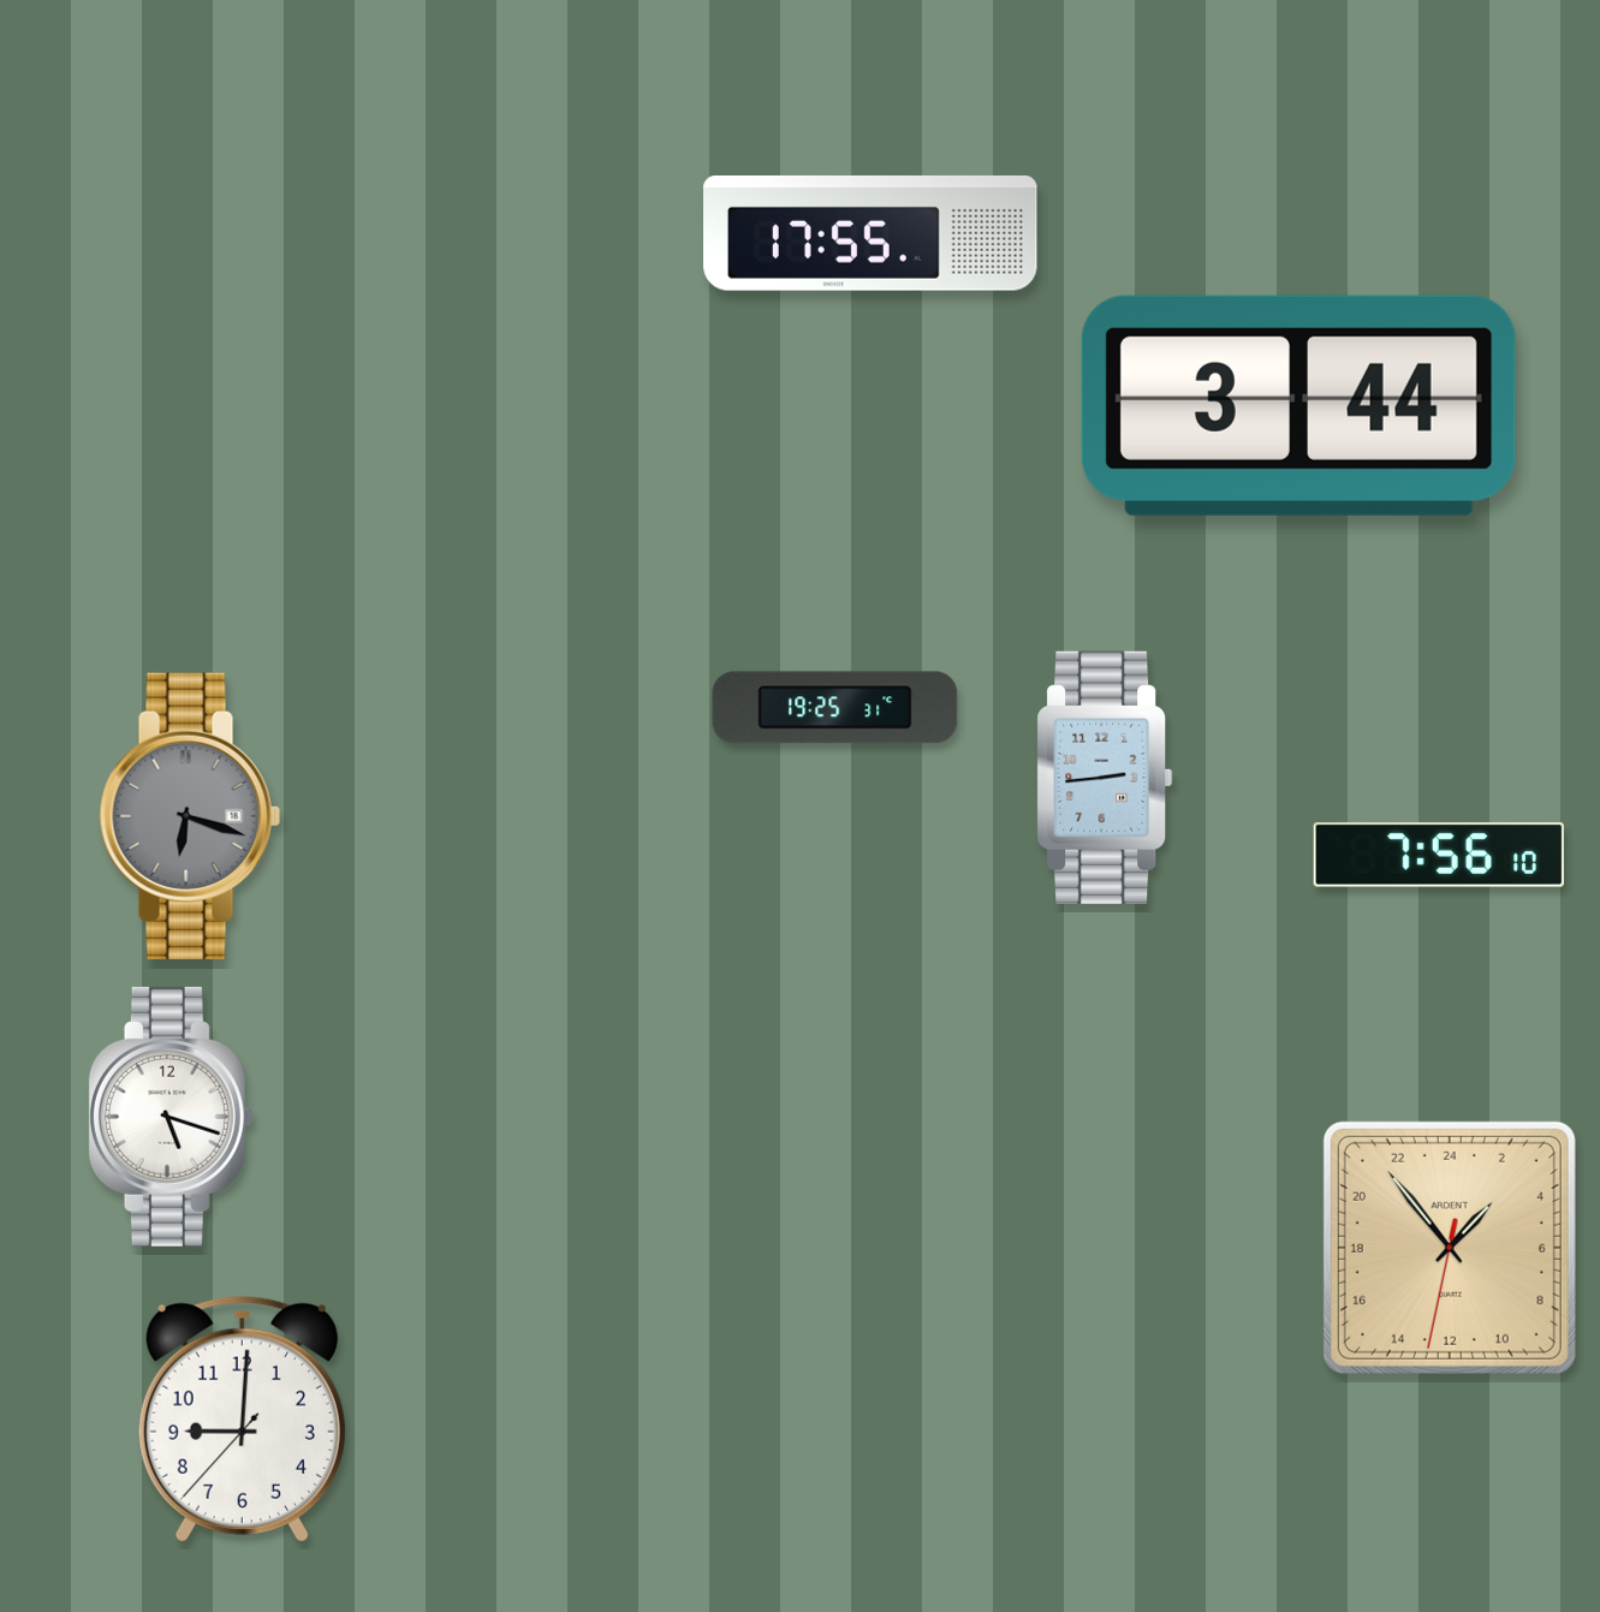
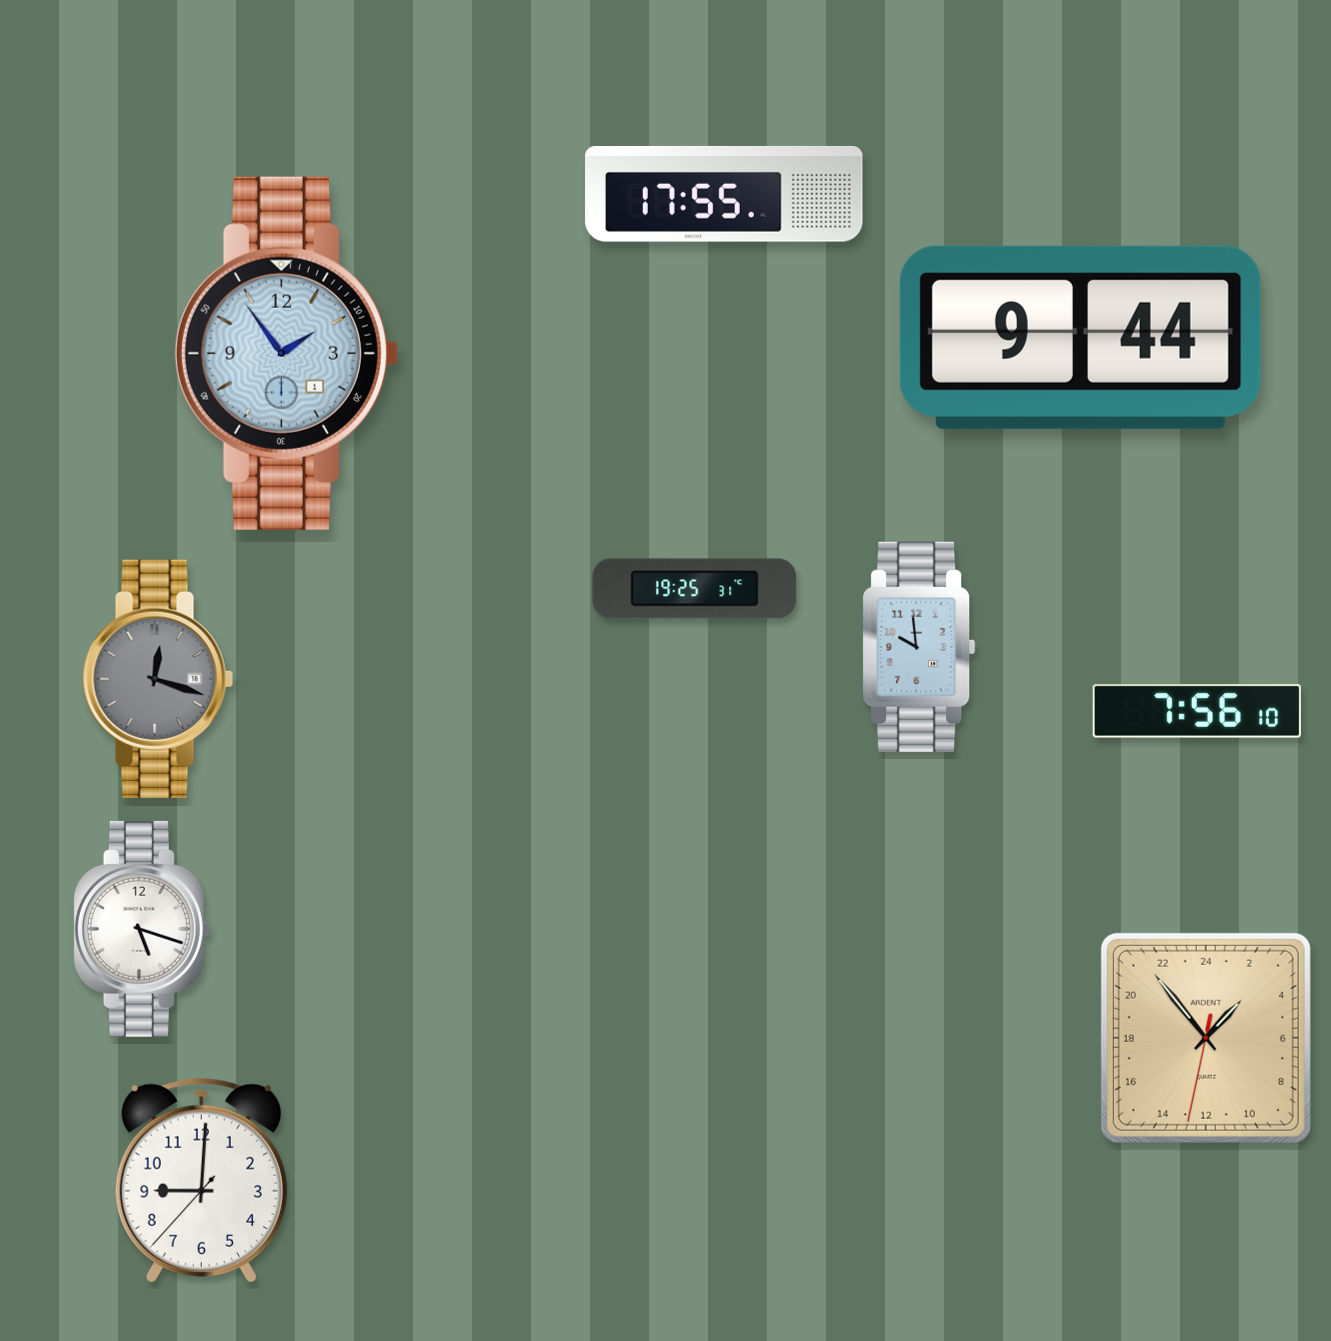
clock at (1298, 405): 3:44 -> 9:44
clock at (286, 353): none -> 1:54
clock at (1105, 778): 2:44 -> 9:59
clock at (190, 816): 6:18 -> 12:18
